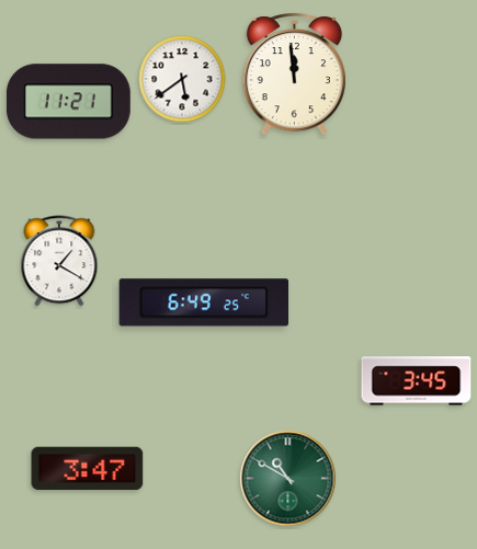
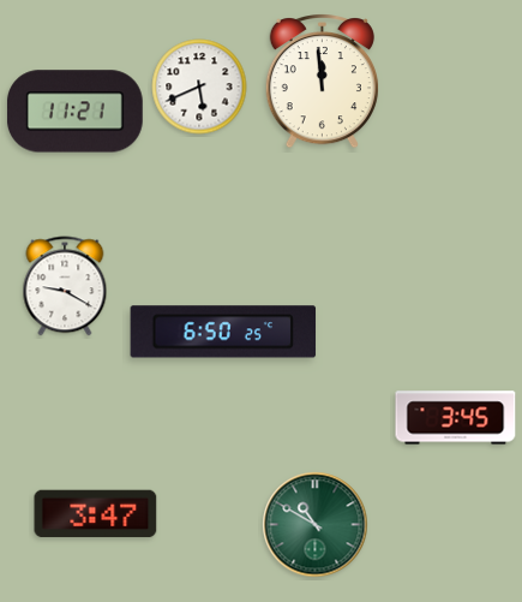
clock at (182, 79): 5:39 -> 5:41
clock at (59, 261): 1:20 -> 9:20
clock at (204, 302): 6:49 -> 6:50
